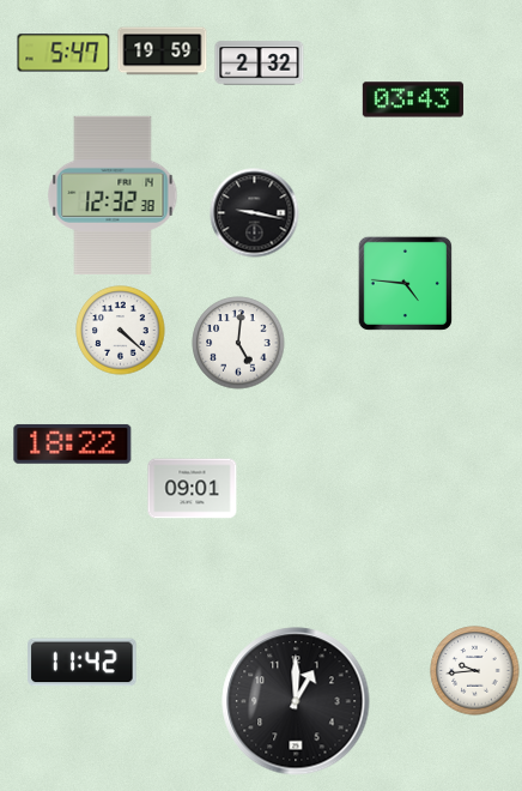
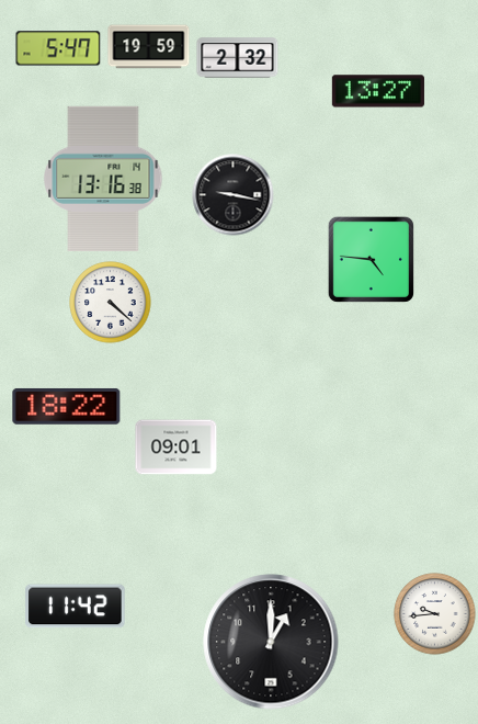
clock at (413, 99): 03:43 -> 13:27
clock at (113, 195): 12:32 -> 13:16
clock at (238, 343): 5:01 -> none
